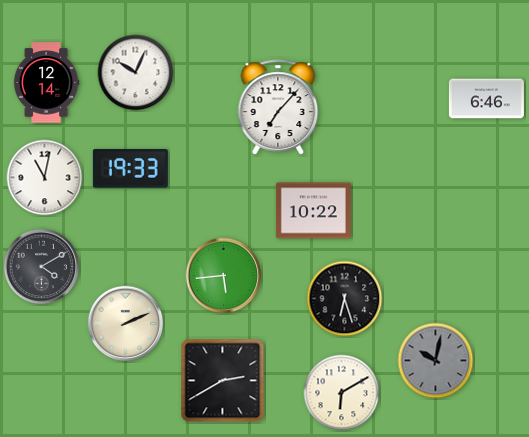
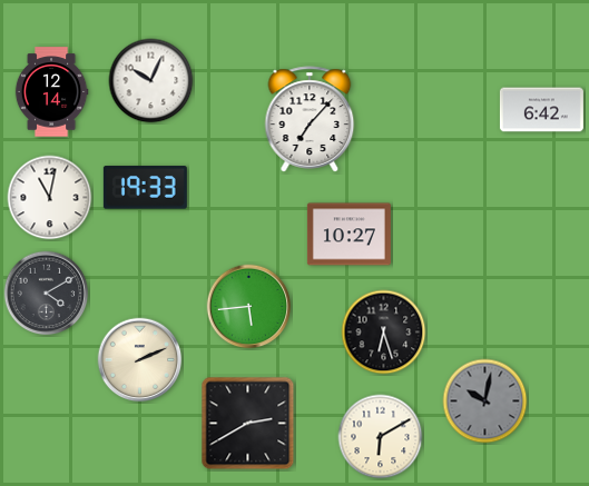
clock at (486, 99): 6:46 -> 6:42
clock at (313, 211): 10:22 -> 10:27
clock at (42, 267) position: (42, 267) -> (47, 294)
